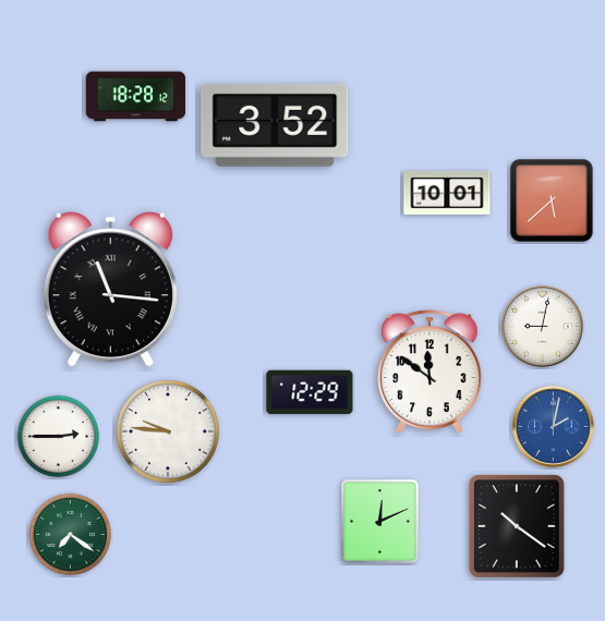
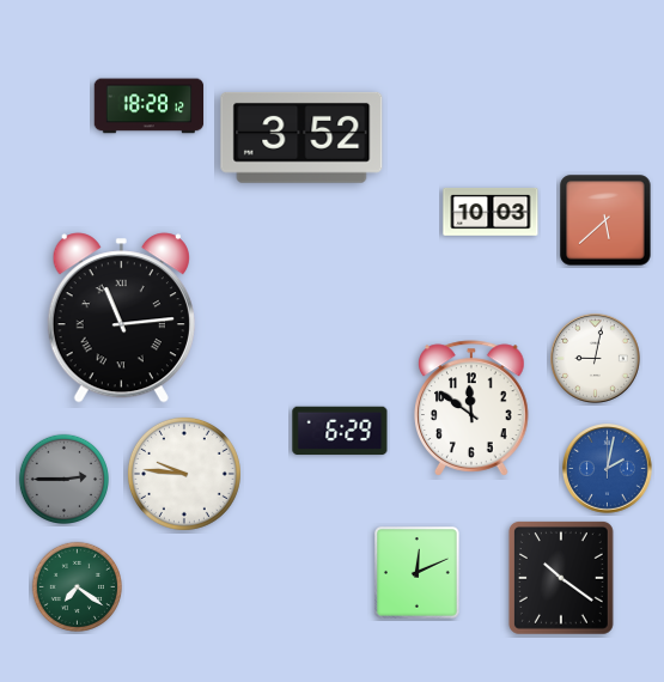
clock at (447, 193): 10:01 -> 10:03
clock at (110, 290): 11:16 -> 11:14
clock at (310, 392): 12:29 -> 6:29
clock at (58, 436) dial: white -> grey
clock at (517, 526) position: (517, 526) -> (561, 578)
